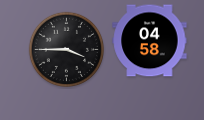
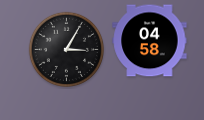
clock at (66, 49): 3:45 -> 3:05
